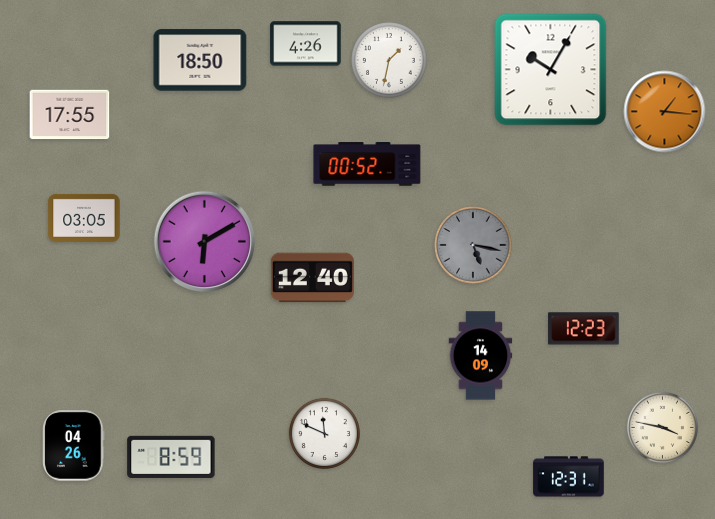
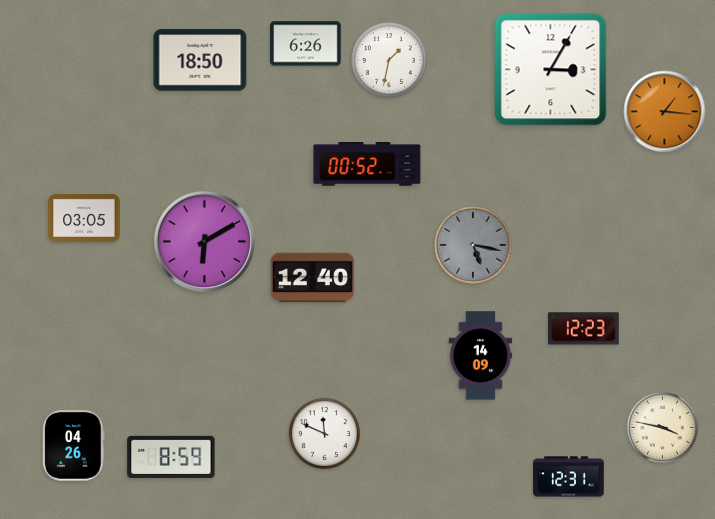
clock at (306, 44): 4:26 -> 6:26
clock at (551, 70): 10:05 -> 3:05
clock at (70, 115): 17:55 -> none
